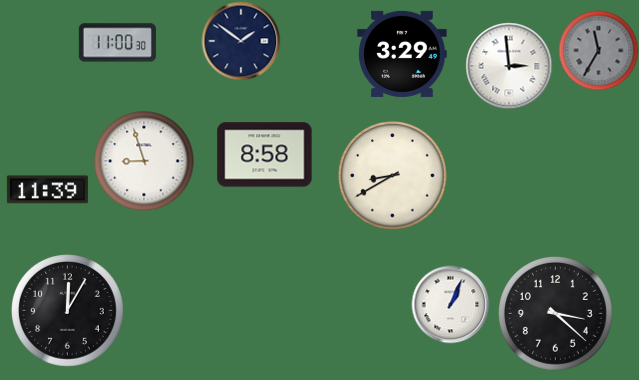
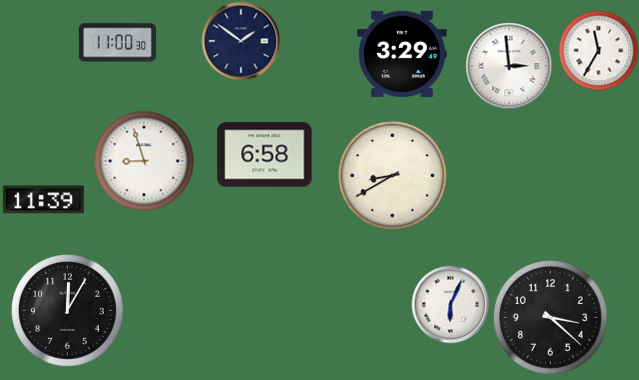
clock at (598, 50) dial: grey -> white
clock at (265, 155): 8:58 -> 6:58
clock at (47, 190) position: (47, 190) -> (43, 200)
clock at (450, 304): 1:04 -> 6:04
clock at (555, 313) position: (555, 313) -> (550, 317)
